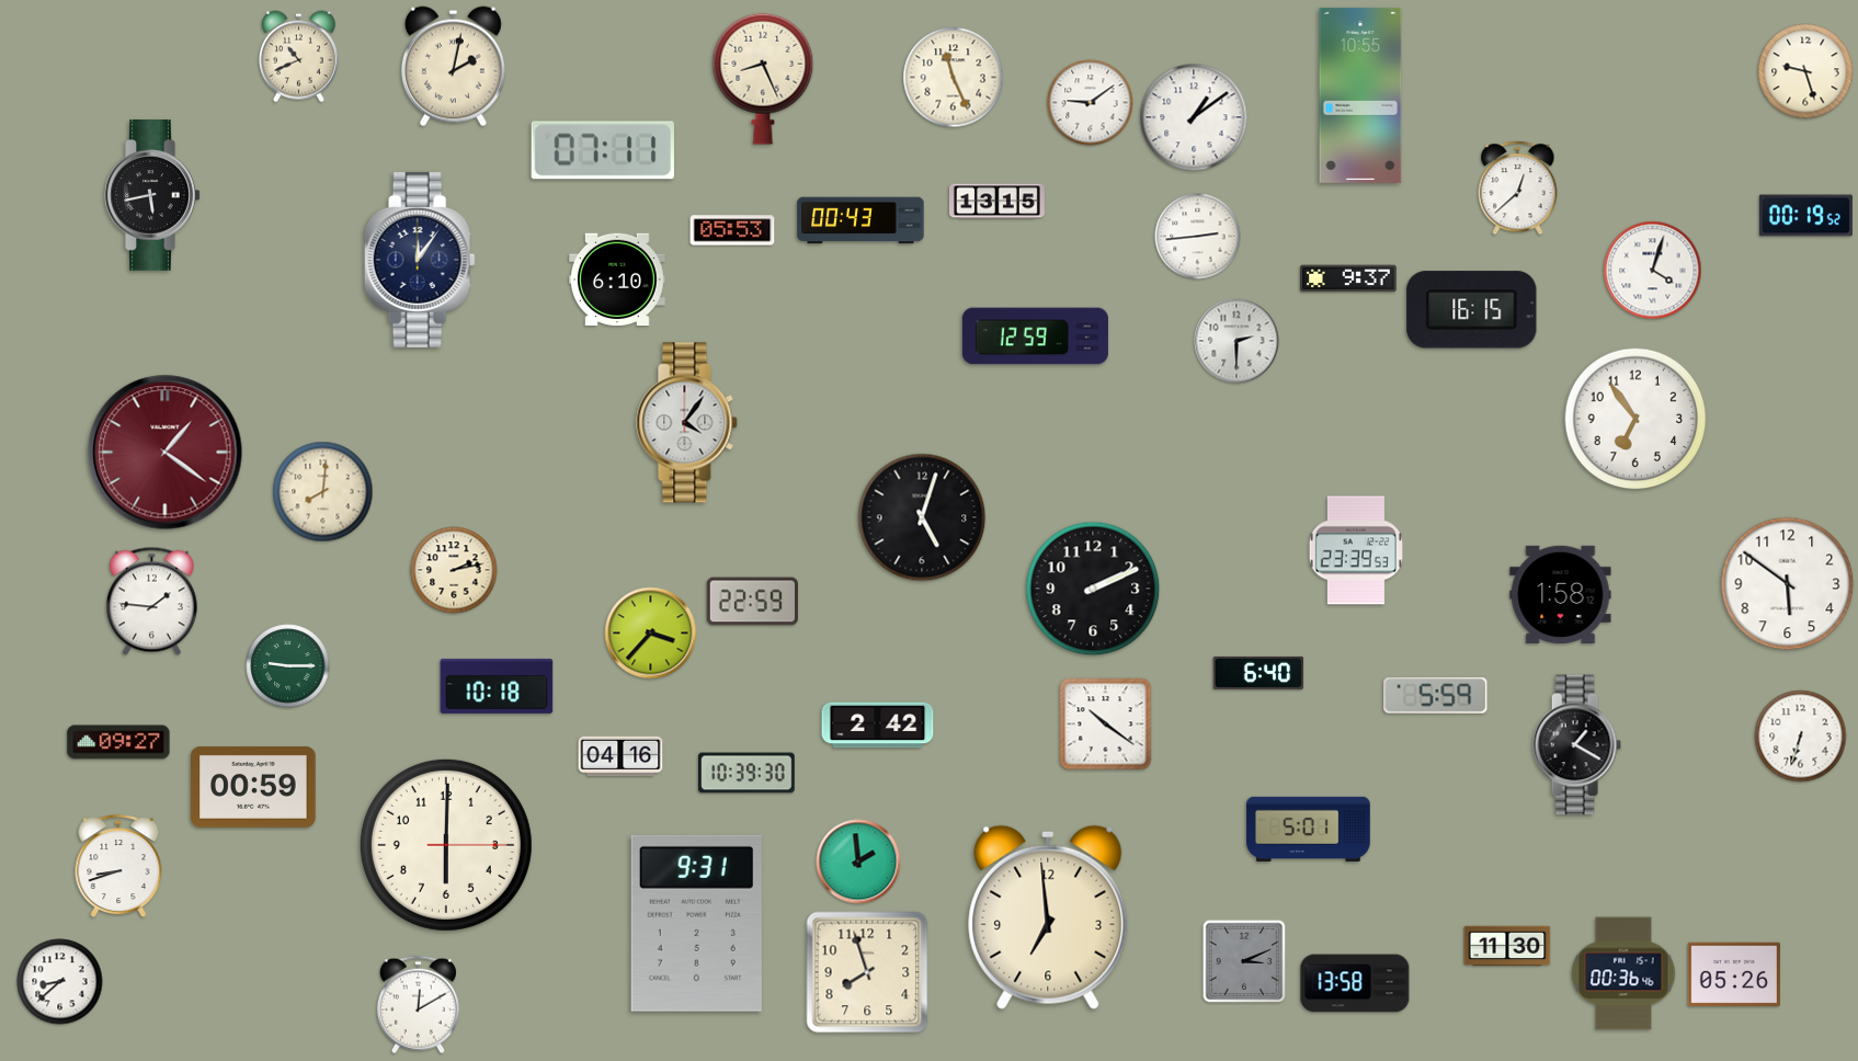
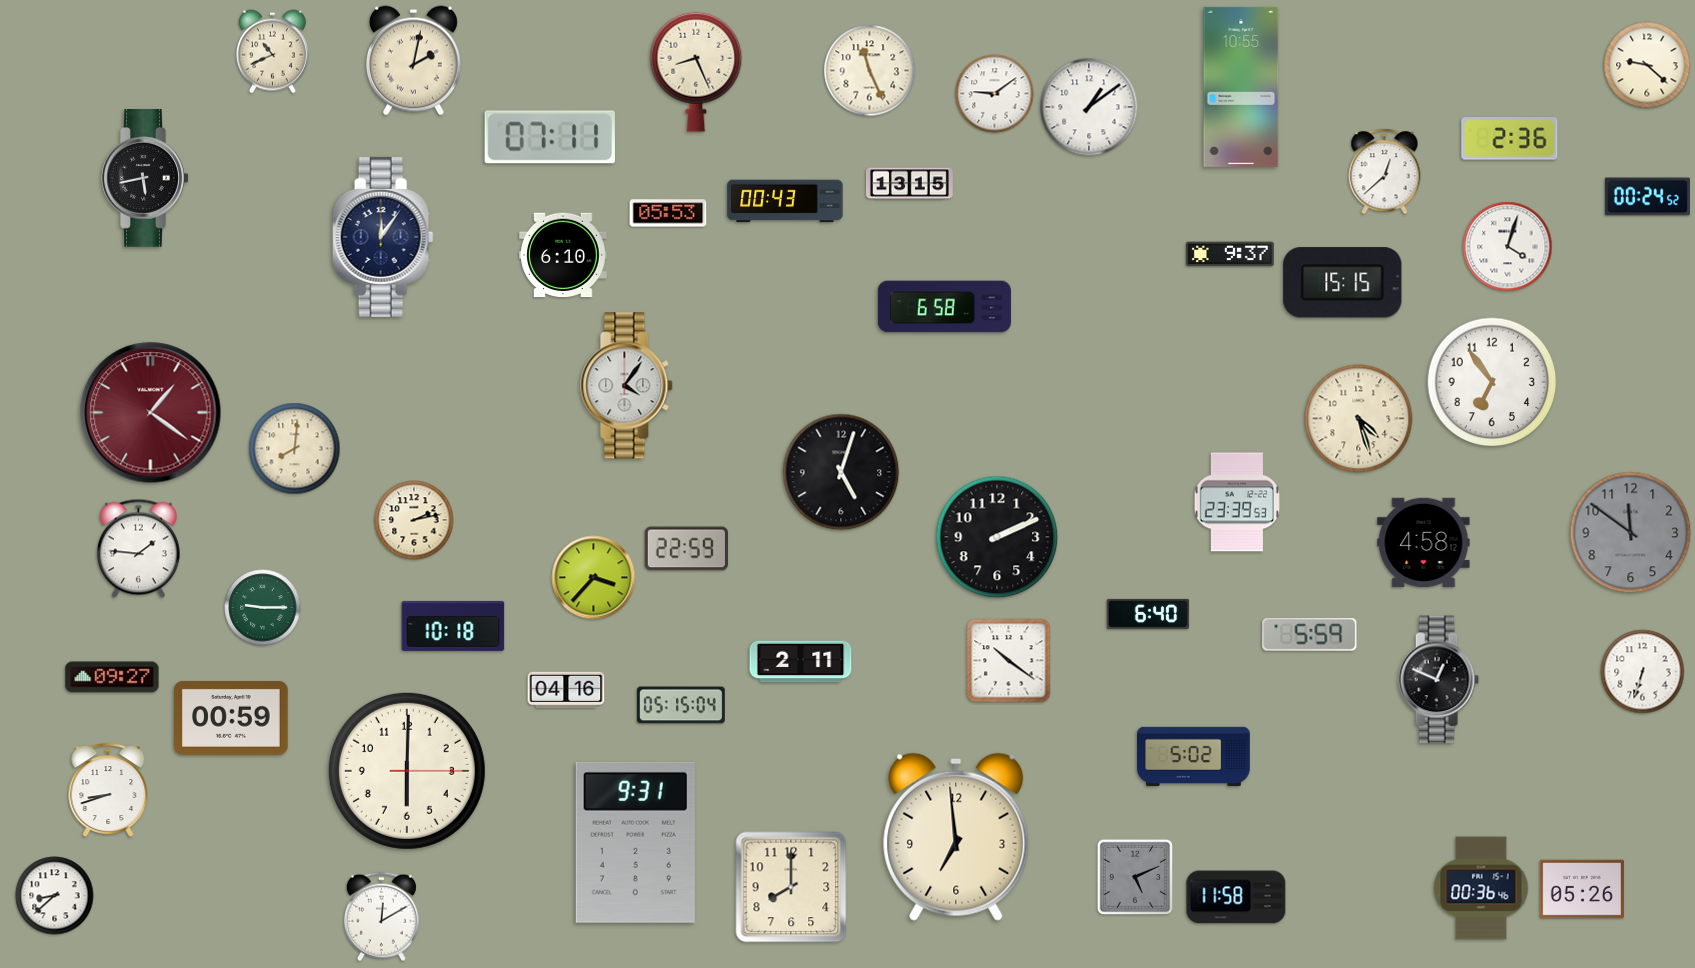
clock at (1805, 71): 9:27 -> 9:22
clock at (1510, 139): none -> 2:36
clock at (152, 196) position: (152, 196) -> (145, 179)
clock at (1805, 216): 00:19 -> 00:24
clock at (732, 230) position: (732, 230) -> (668, 213)
clock at (1198, 237): 2:44 -> none
clock at (1472, 310): 16:15 -> 15:15
clock at (1035, 336): 12:59 -> 6:58
clock at (1236, 341): 2:30 -> none
clock at (1359, 419): none -> 4:27
clock at (1788, 584): 5:51 -> 11:51
clock at (1788, 584) dial: white -> grey
clock at (1561, 594): 1:58 -> 4:58
clock at (878, 726): 2:42 -> 2:11
clock at (118, 742) position: (118, 742) -> (112, 677)
clock at (1576, 745): 1:20 -> 12:49
clock at (748, 773): 10:39 -> 05:15
clock at (1309, 829): 5:01 -> 5:02
clock at (858, 862): 1:59 -> none
clock at (1507, 946): 11:30 -> none
clock at (1244, 961): 3:11 -> 5:11
clock at (867, 972): 7:57 -> 8:00
clock at (1355, 983): 13:58 -> 11:58
